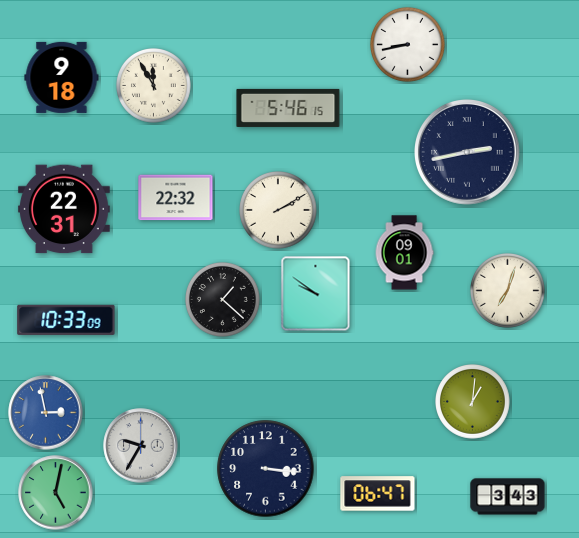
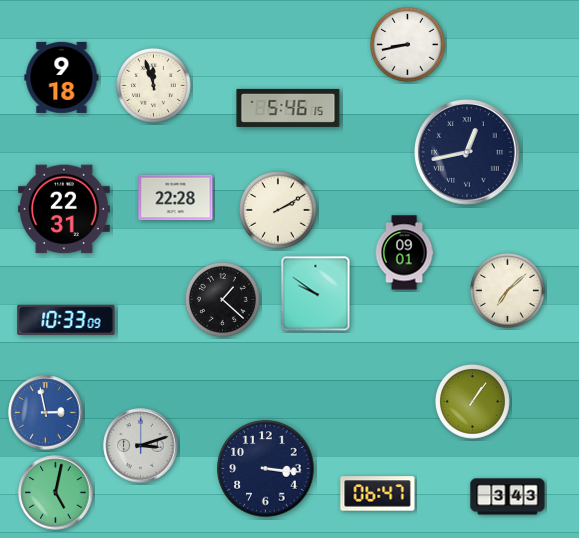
clock at (154, 86): 11:55 -> 11:57
clock at (468, 153): 2:43 -> 12:43
clock at (176, 198): 22:32 -> 22:28
clock at (508, 291): 7:03 -> 7:08
clock at (473, 402): 1:01 -> 1:06
clock at (141, 446): 9:35 -> 3:12
